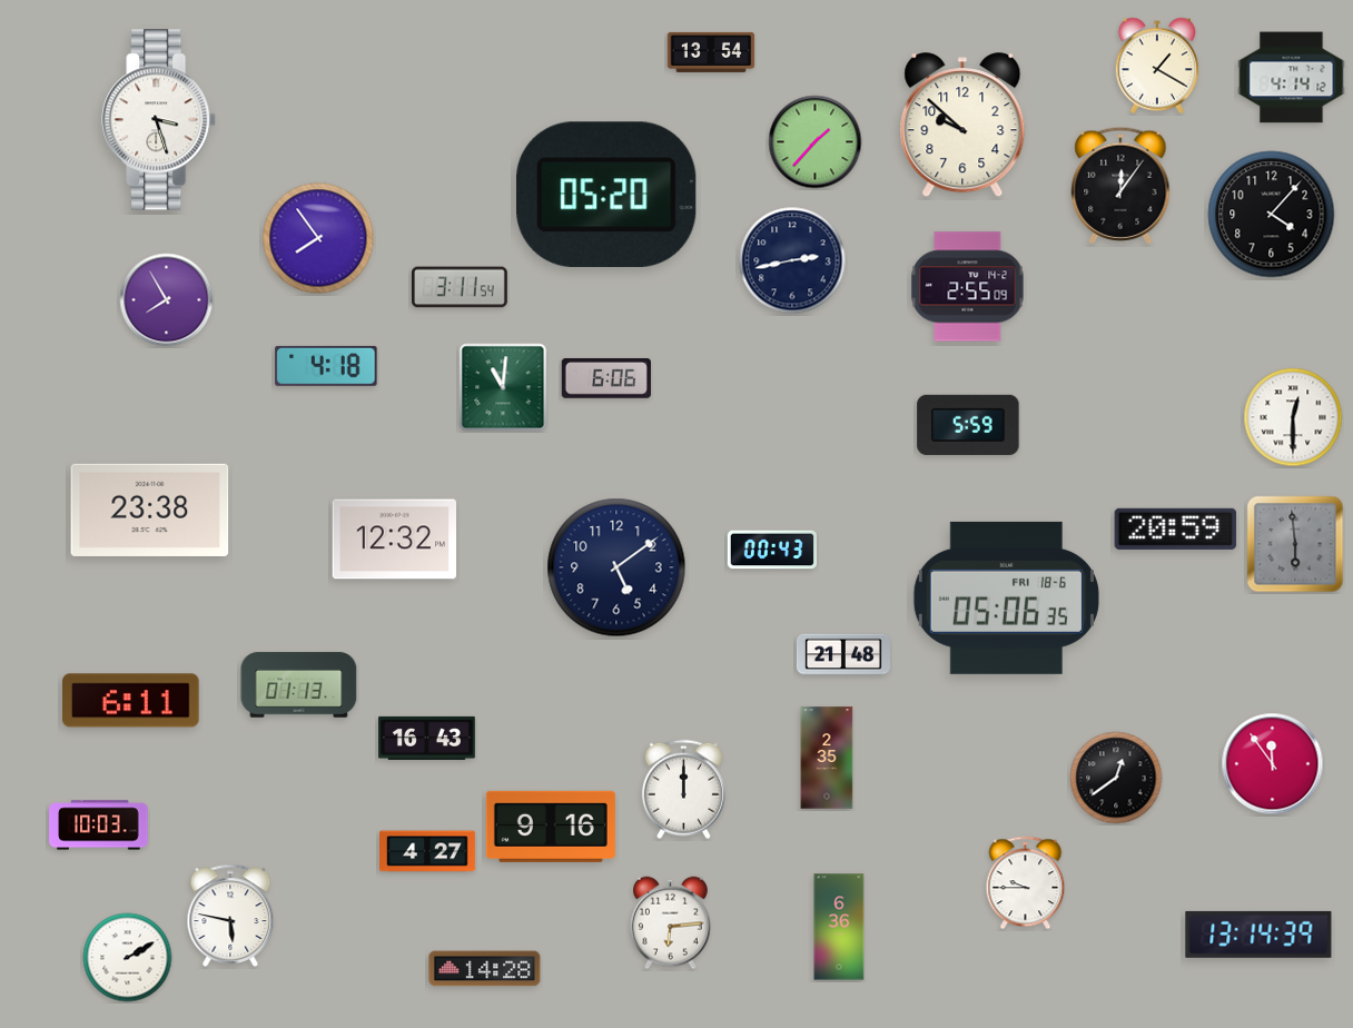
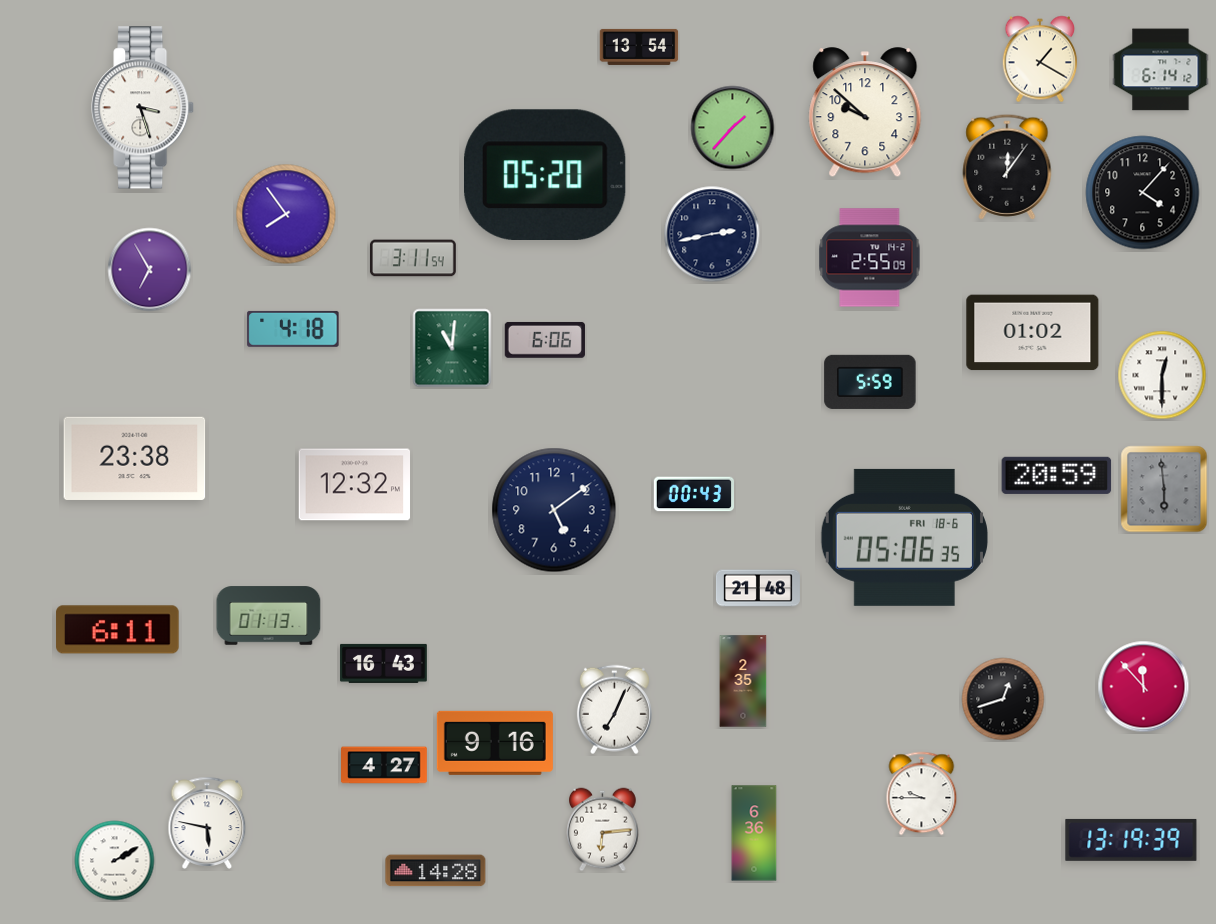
clock at (1292, 78): 4:14 -> 6:14
clock at (167, 300): 7:55 -> 6:55
clock at (1033, 333): none -> 01:02
clock at (1273, 764): 11:54 -> 11:53
clock at (1116, 778): 12:39 -> 12:42
clock at (683, 790): 12:00 -> 7:04
clock at (99, 826): 10:03 -> none
clock at (1258, 935): 13:14 -> 13:19
